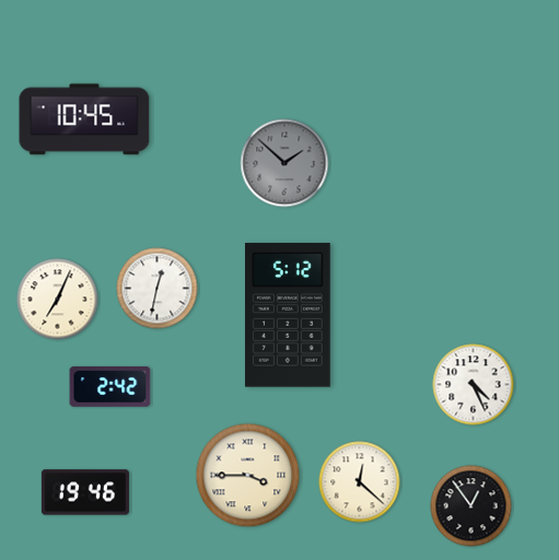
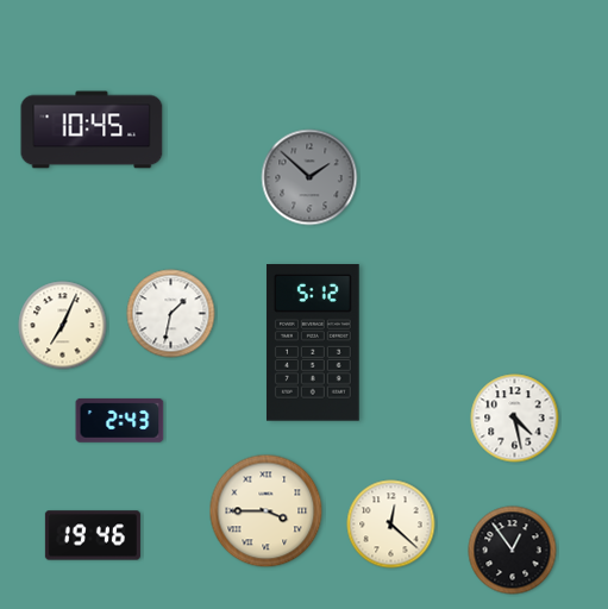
clock at (158, 289): 12:32 -> 1:32
clock at (474, 385): 4:26 -> 4:28
clock at (110, 386): 2:42 -> 2:43
clock at (248, 476) position: (248, 476) -> (267, 511)
